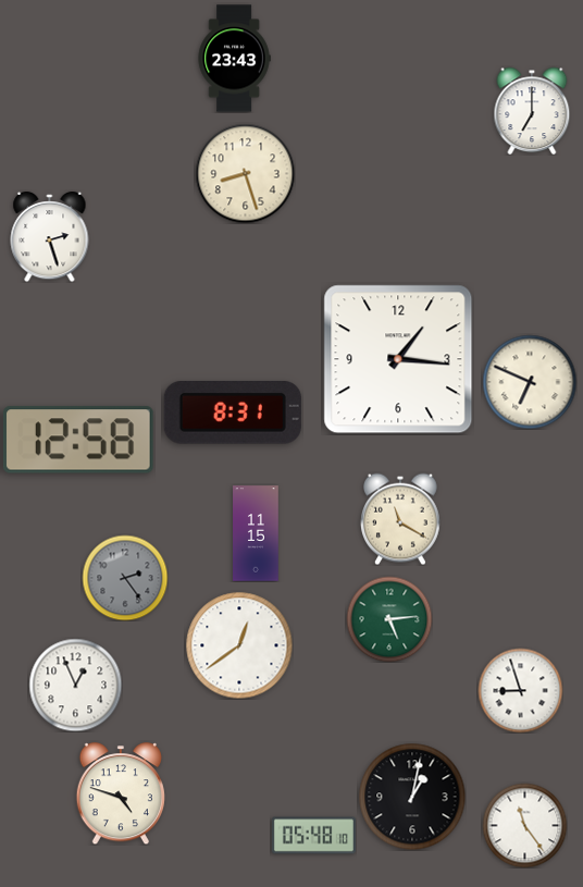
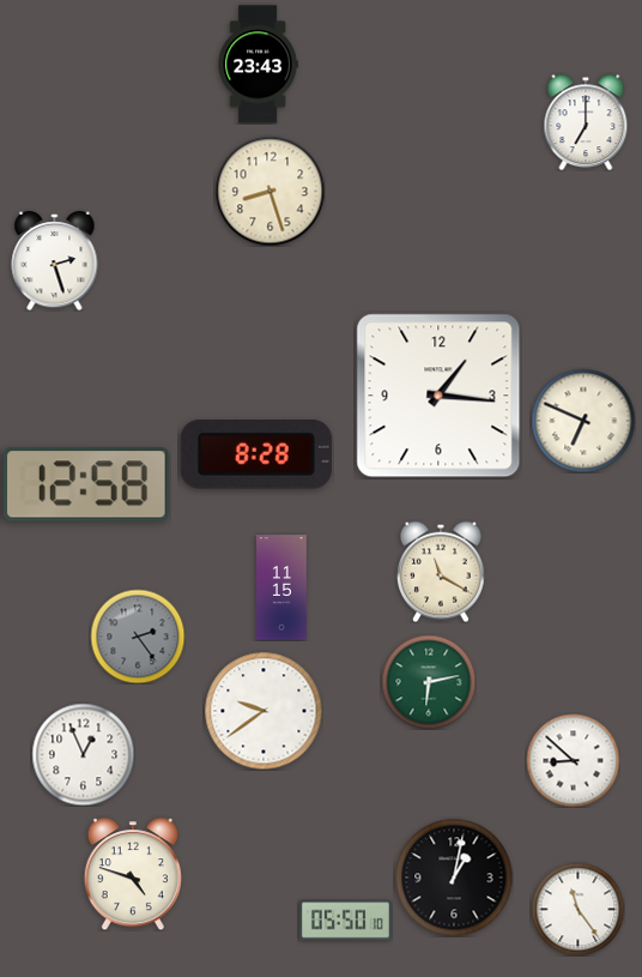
clock at (233, 414): 8:31 -> 8:28
clock at (389, 619): 5:14 -> 6:13
clock at (239, 645): 12:39 -> 9:39
clock at (520, 690): 8:57 -> 8:52
clock at (313, 836): 05:48 -> 05:50
